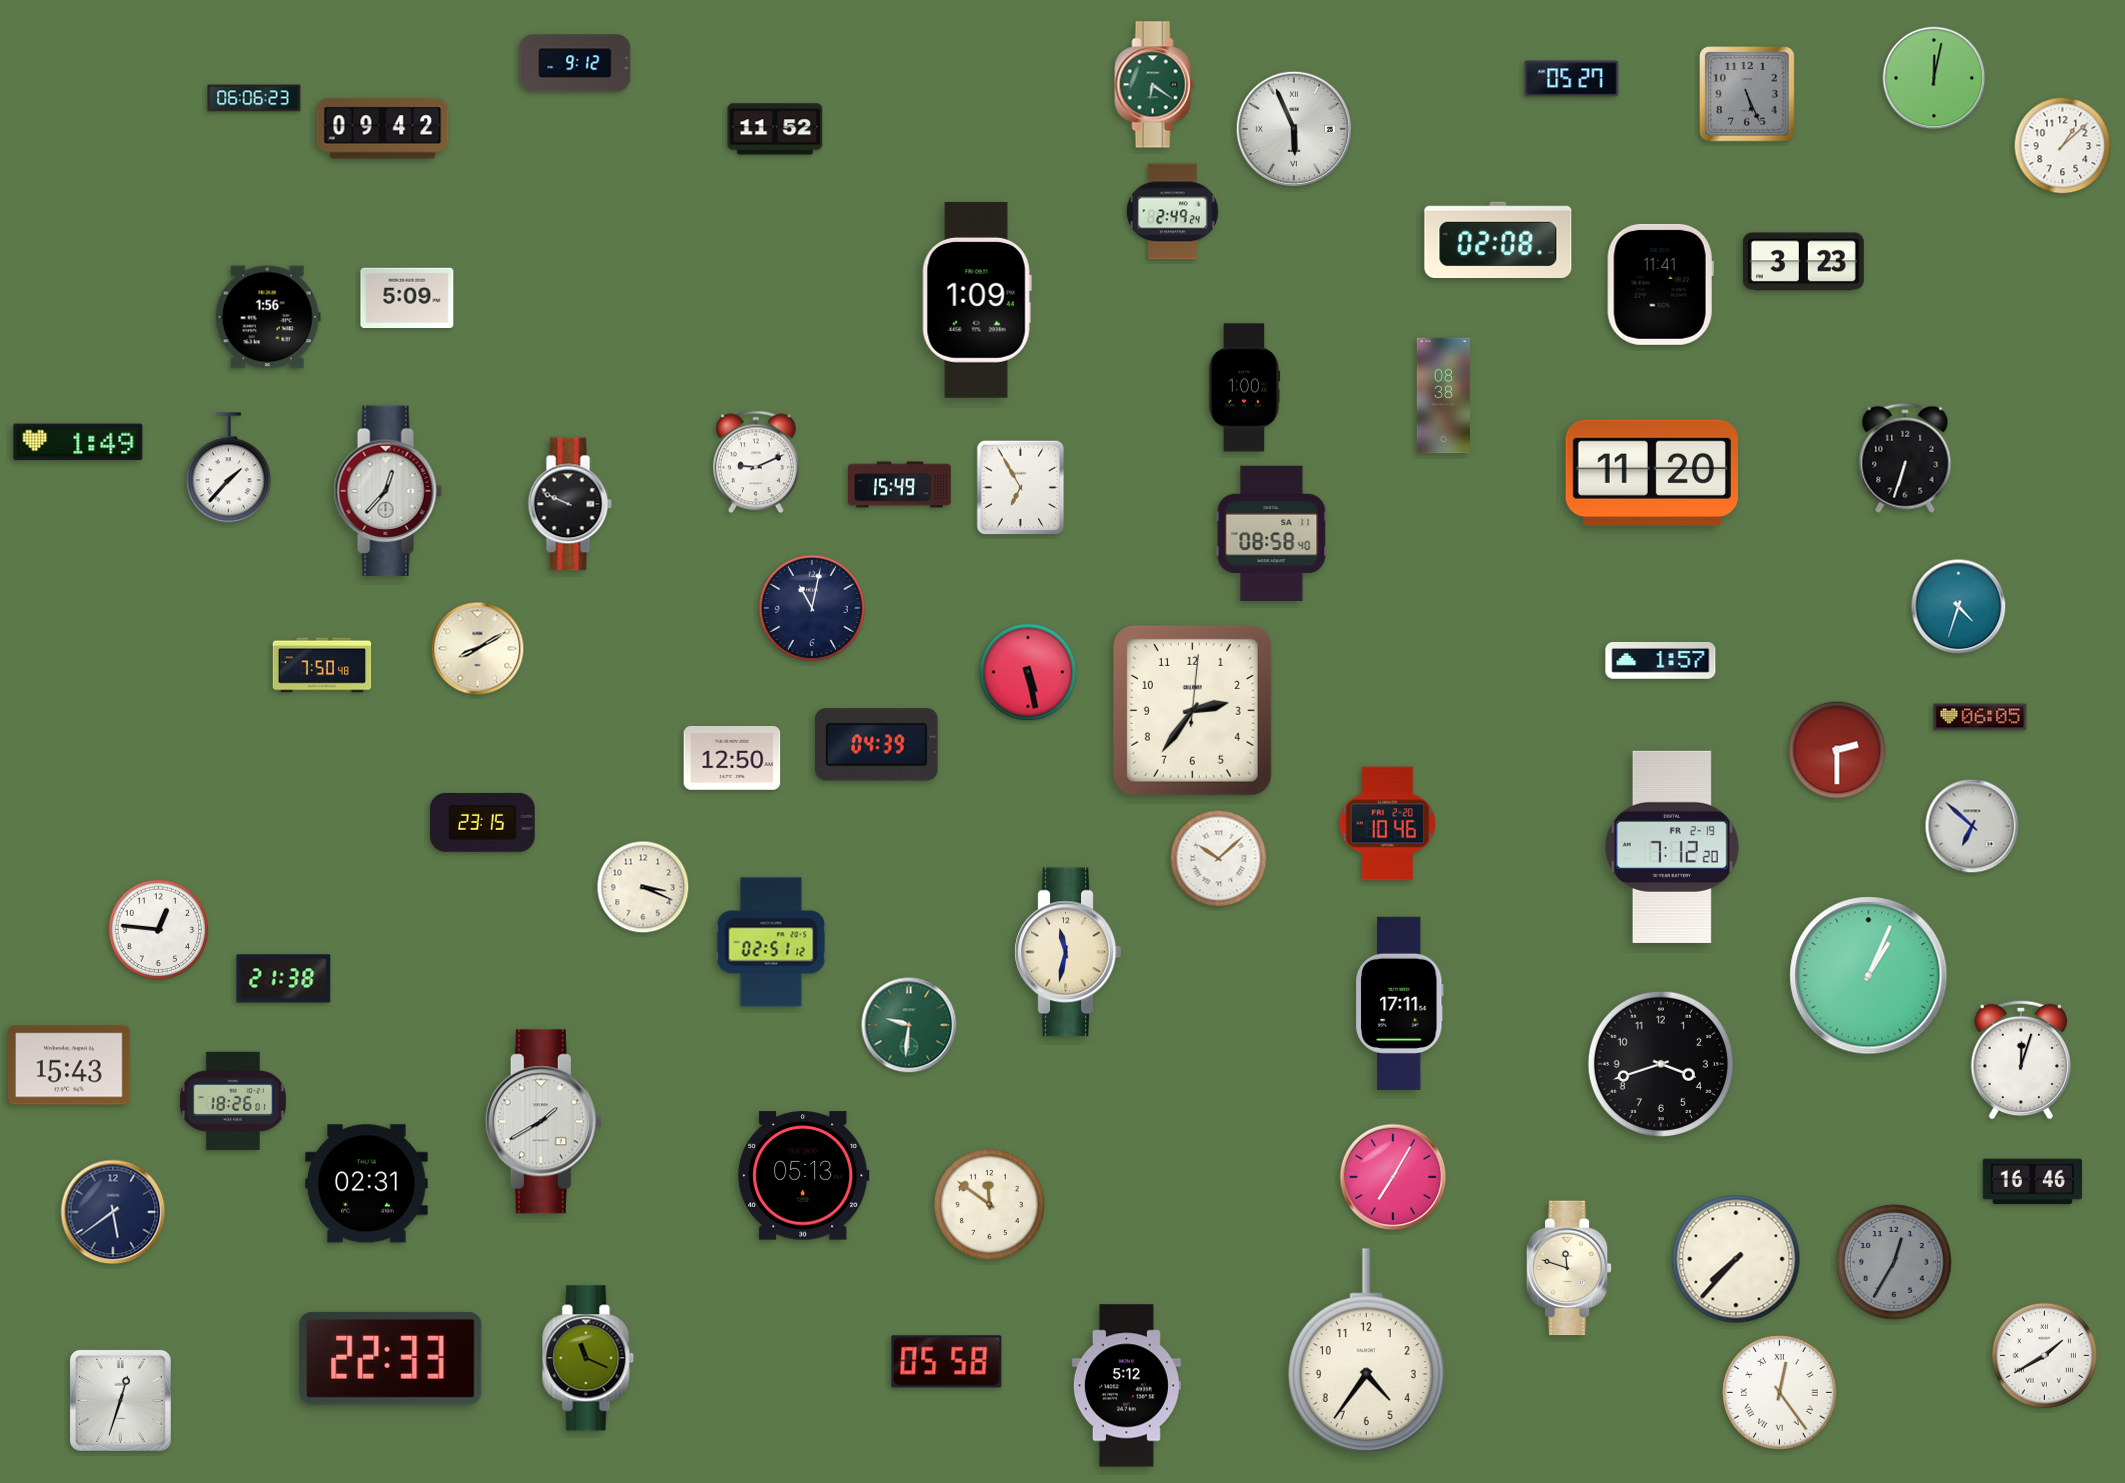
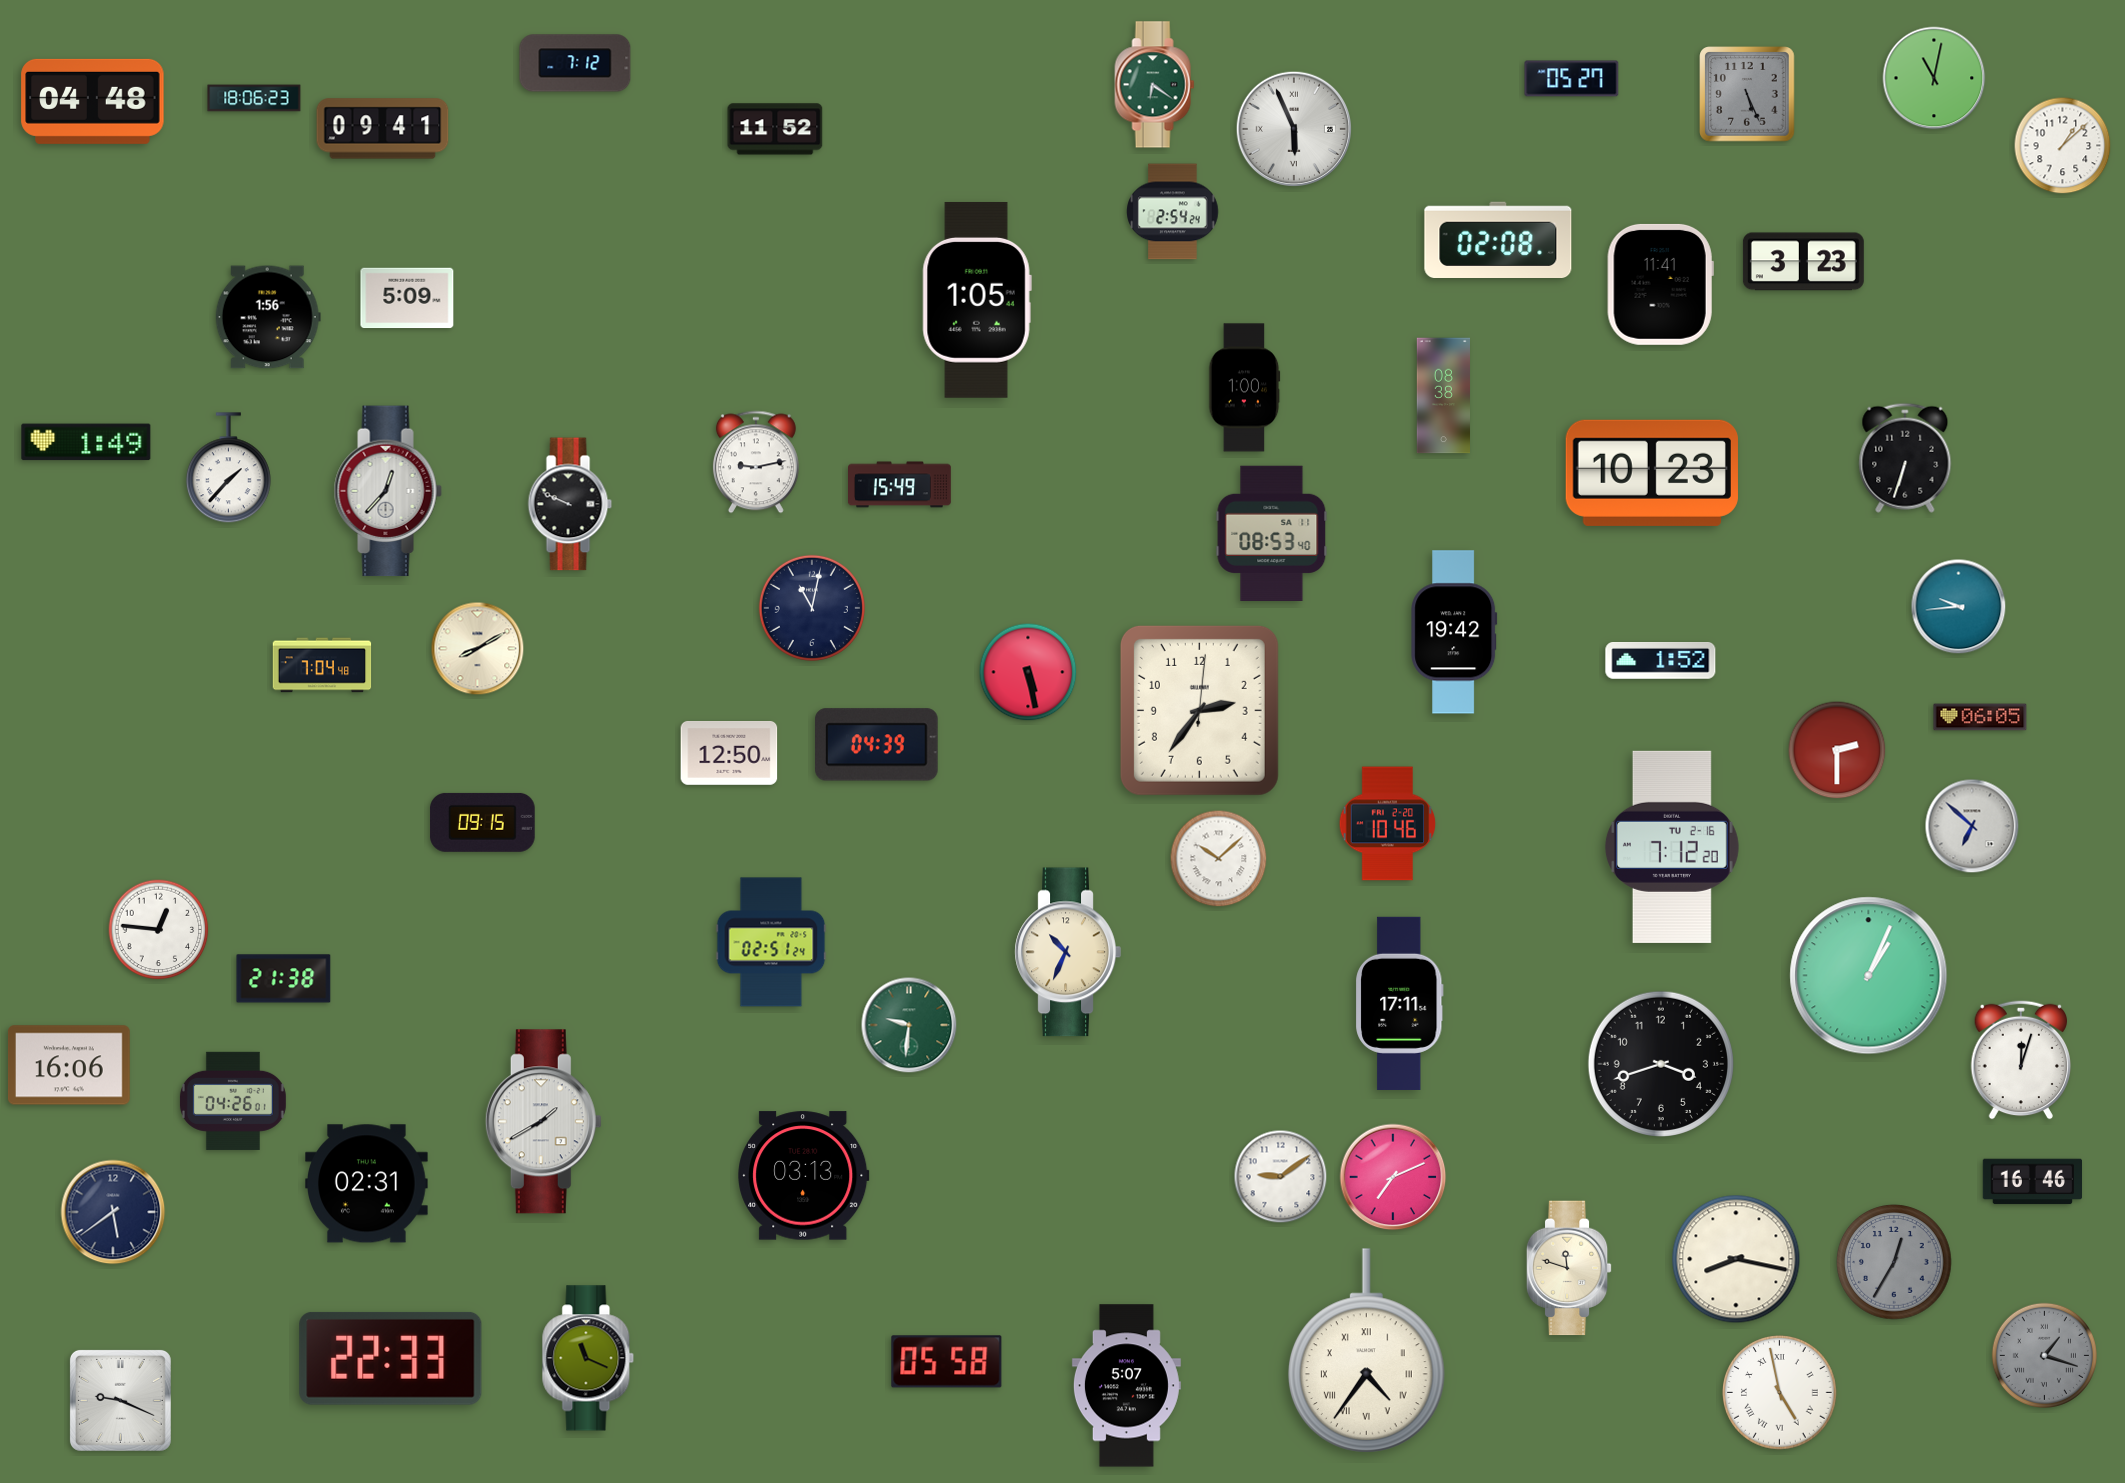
clock at (575, 63): 9:12 -> 7:12
clock at (1934, 78): 12:02 -> 11:02
clock at (254, 98): 06:06 -> 18:06
clock at (93, 101): none -> 04:48
clock at (383, 129): 09:42 -> 09:41
clock at (1173, 212): 2:49 -> 2:54
clock at (977, 300): 1:09 -> 1:05
clock at (78, 442) position: (78, 442) -> (86, 442)
clock at (756, 462): 9:11 -> 9:13
clock at (1652, 473): 11:20 -> 10:23
clock at (1021, 488): 6:55 -> none
clock at (1272, 533): 08:58 -> 08:53
clock at (1959, 607): 4:33 -> 9:44
clock at (1454, 632): none -> 19:42
clock at (1661, 661): 1:57 -> 1:52
clock at (322, 665): 7:50 -> 7:04
clock at (1192, 710) position: (1192, 710) -> (1199, 710)
clock at (732, 758) position: (732, 758) -> (729, 753)
clock at (483, 822): 23:15 -> 09:15
clock at (1672, 847) date: FR 2-19 -> TU 2-16
clock at (643, 887): 3:19 -> none
clock at (771, 942): 02:51:12 -> 02:51:24
clock at (1068, 952): 11:32 -> 10:34
clock at (69, 1065): 15:43 -> 16:06
clock at (233, 1101): 18:26 -> 04:26
clock at (804, 1176): 05:13 -> 03:13
clock at (1281, 1177): none -> 9:09
clock at (1393, 1177): 7:05 -> 7:11
clock at (989, 1204): 11:51 -> none
clock at (1736, 1259): 7:37 -> 8:17
clock at (1366, 1351) numerals: Arabic -> Roman
clock at (2044, 1355): 1:40 -> 1:18
clock at (2044, 1355) dial: white -> grey
clock at (1126, 1386): 5:12 -> 5:07
clock at (1780, 1393): 12:24 -> 4:58
clock at (120, 1400): 12:33 -> 9:19
